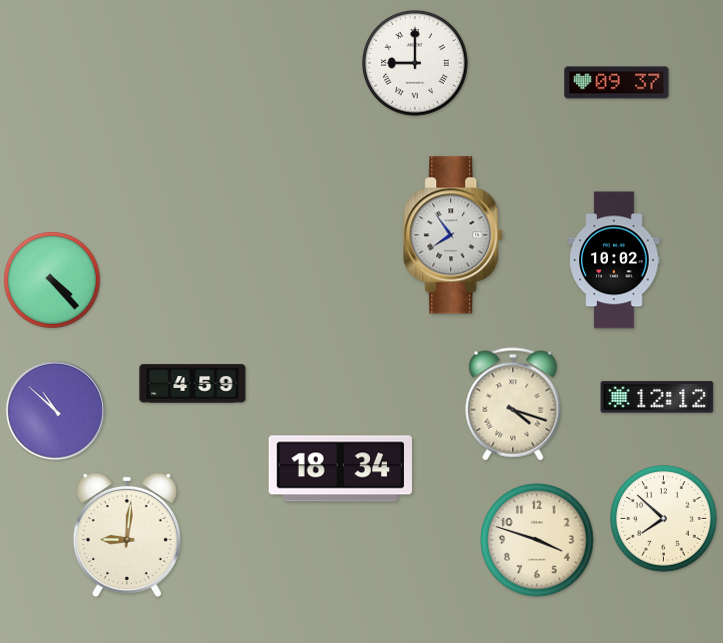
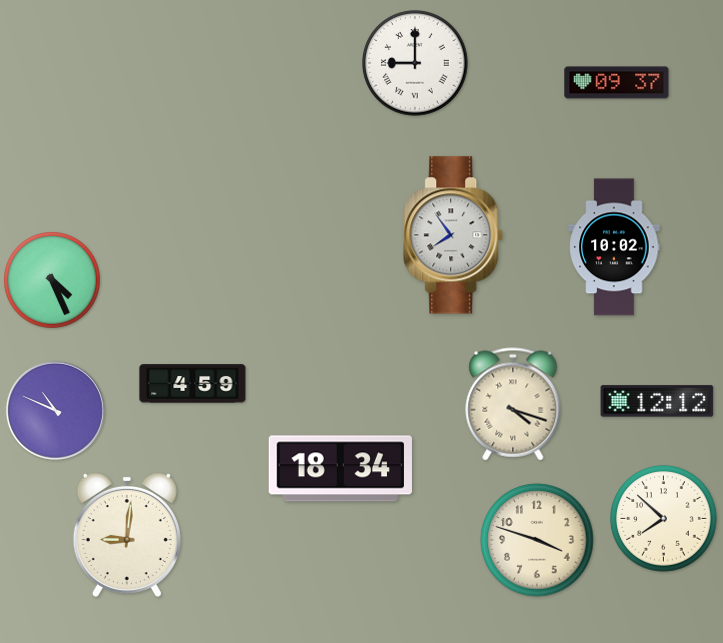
clock at (614, 260) position: (614, 260) -> (614, 247)
clock at (53, 281): 4:23 -> 4:26
clock at (657, 397) position: (657, 397) -> (657, 401)
clock at (55, 410): 10:52 -> 10:49
